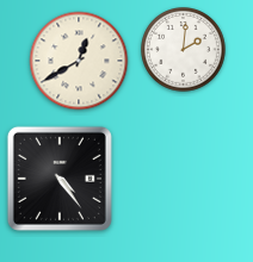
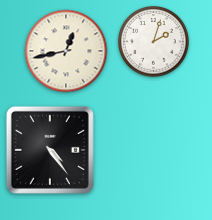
clock at (184, 50): 2:01 -> 2:03
clock at (79, 61): 12:40 -> 12:43
